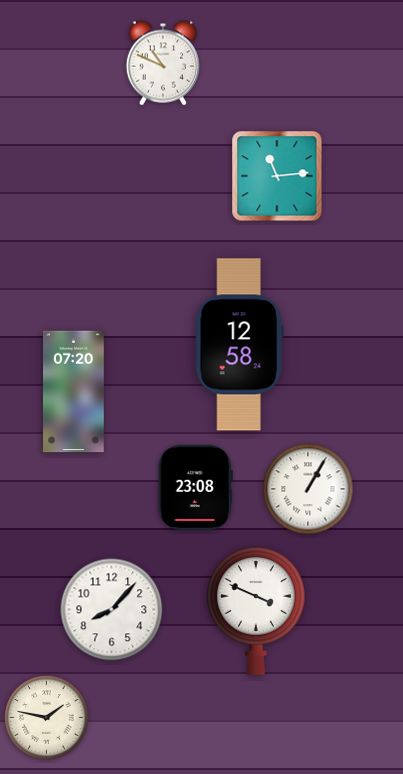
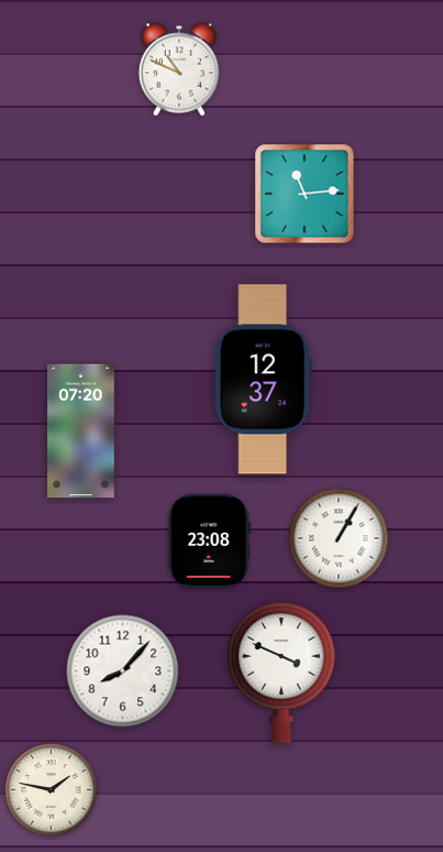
clock at (239, 345): 12:58 -> 12:37
clock at (195, 487) position: (195, 487) -> (209, 540)
